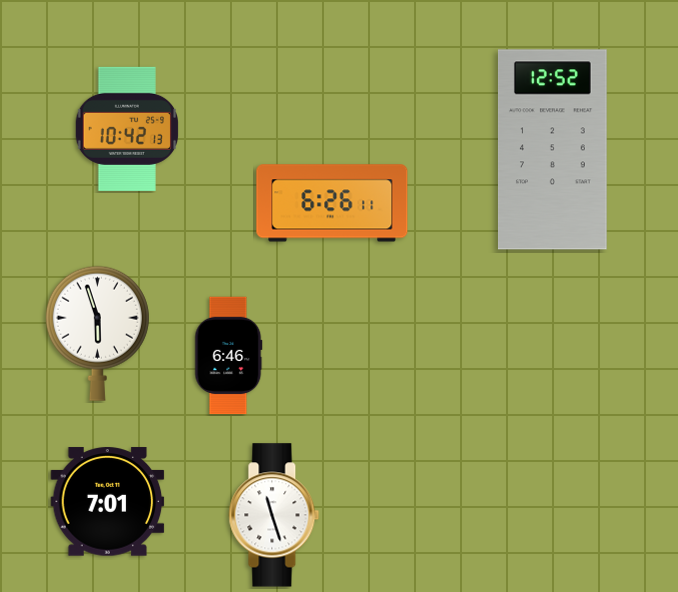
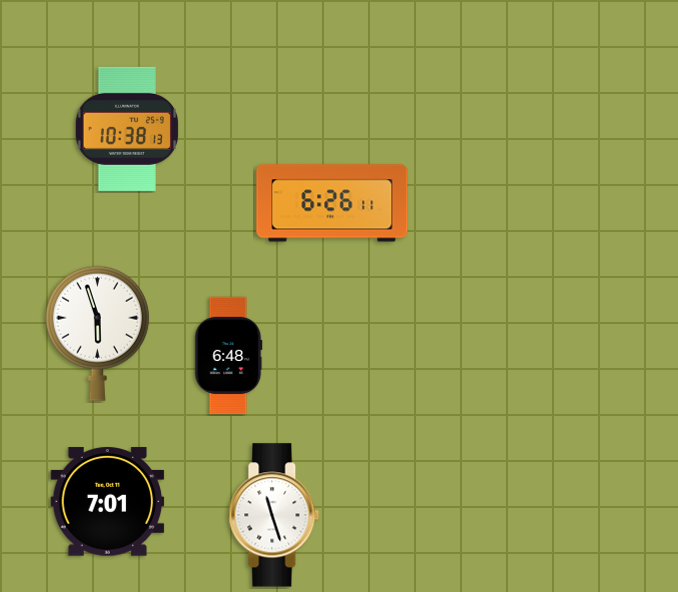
clock at (126, 129): 10:42 -> 10:38
clock at (553, 150): 12:52 -> none
clock at (229, 356): 6:46 -> 6:48
